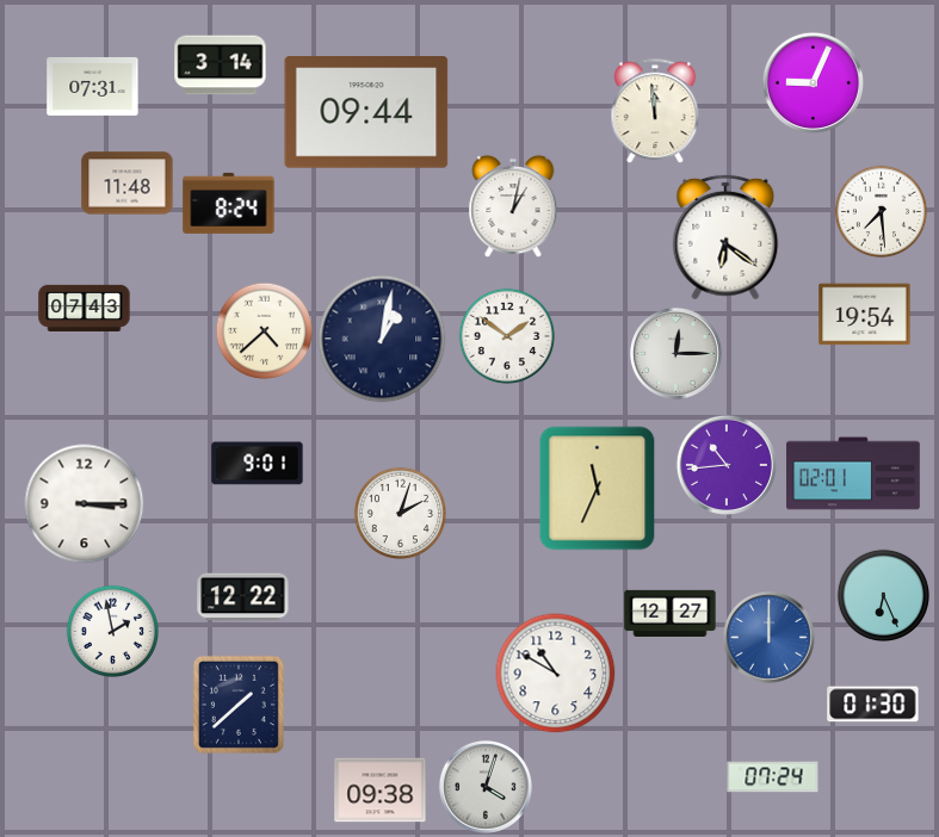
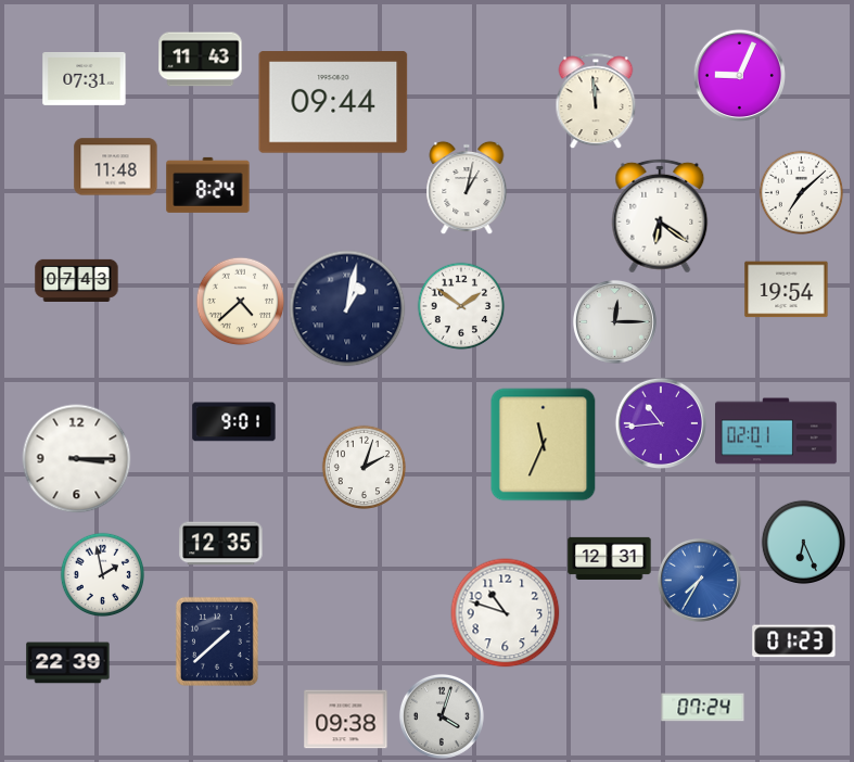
clock at (221, 66): 3:14 -> 11:43
clock at (881, 211): 7:29 -> 7:08
clock at (865, 315) position: (865, 315) -> (787, 290)
clock at (243, 597): 12:22 -> 12:35
clock at (671, 613): 12:27 -> 12:31
clock at (768, 637): 12:00 -> 7:35
clock at (556, 674): 10:50 -> 10:48
clock at (873, 705): 01:30 -> 01:23
clock at (68, 663): none -> 22:39
